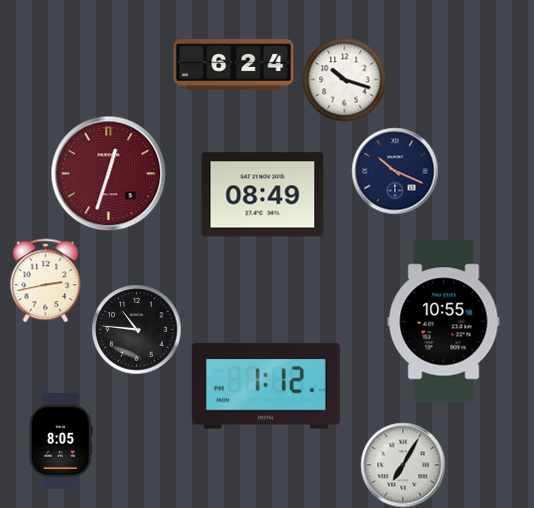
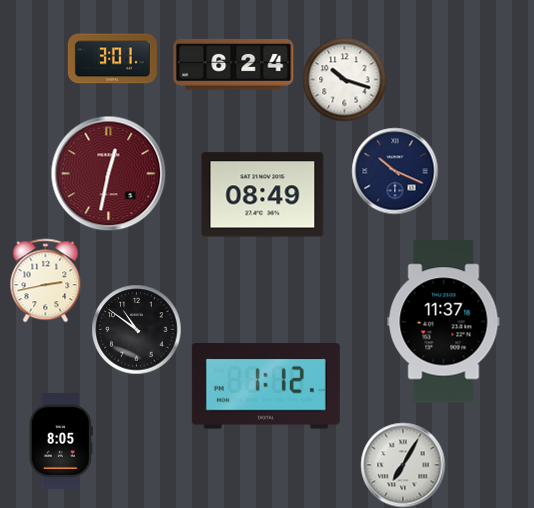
clock at (112, 59): none -> 3:01
clock at (108, 173): 12:33 -> 12:32
clock at (444, 322): 10:55 -> 11:37
clock at (136, 329): 10:46 -> 10:51
